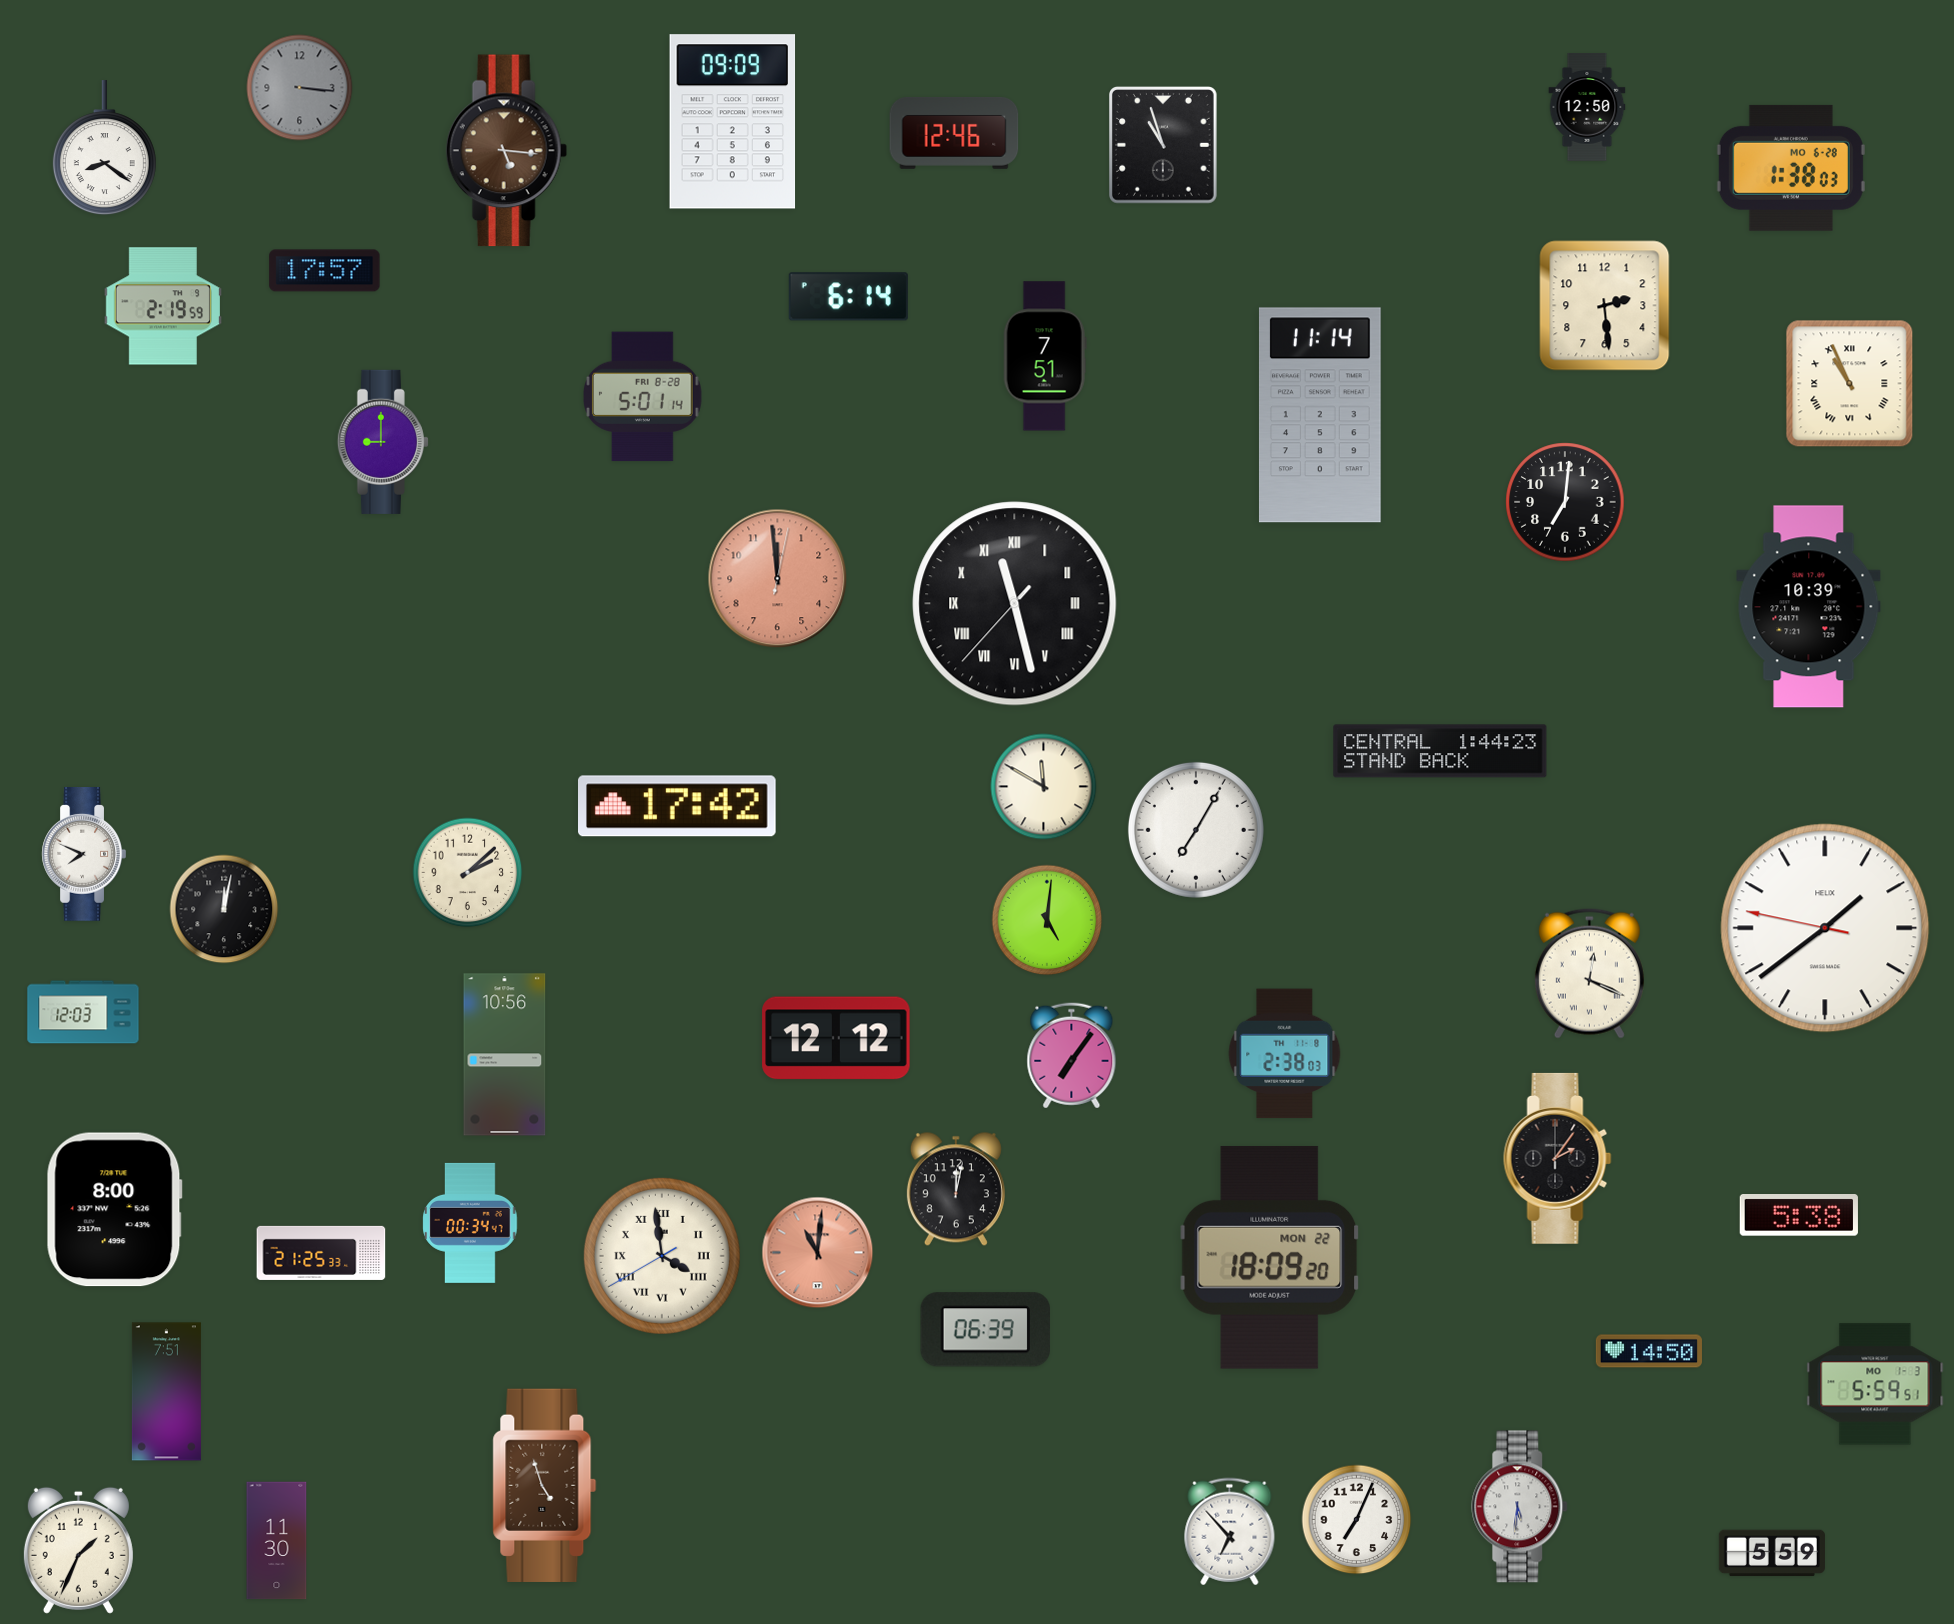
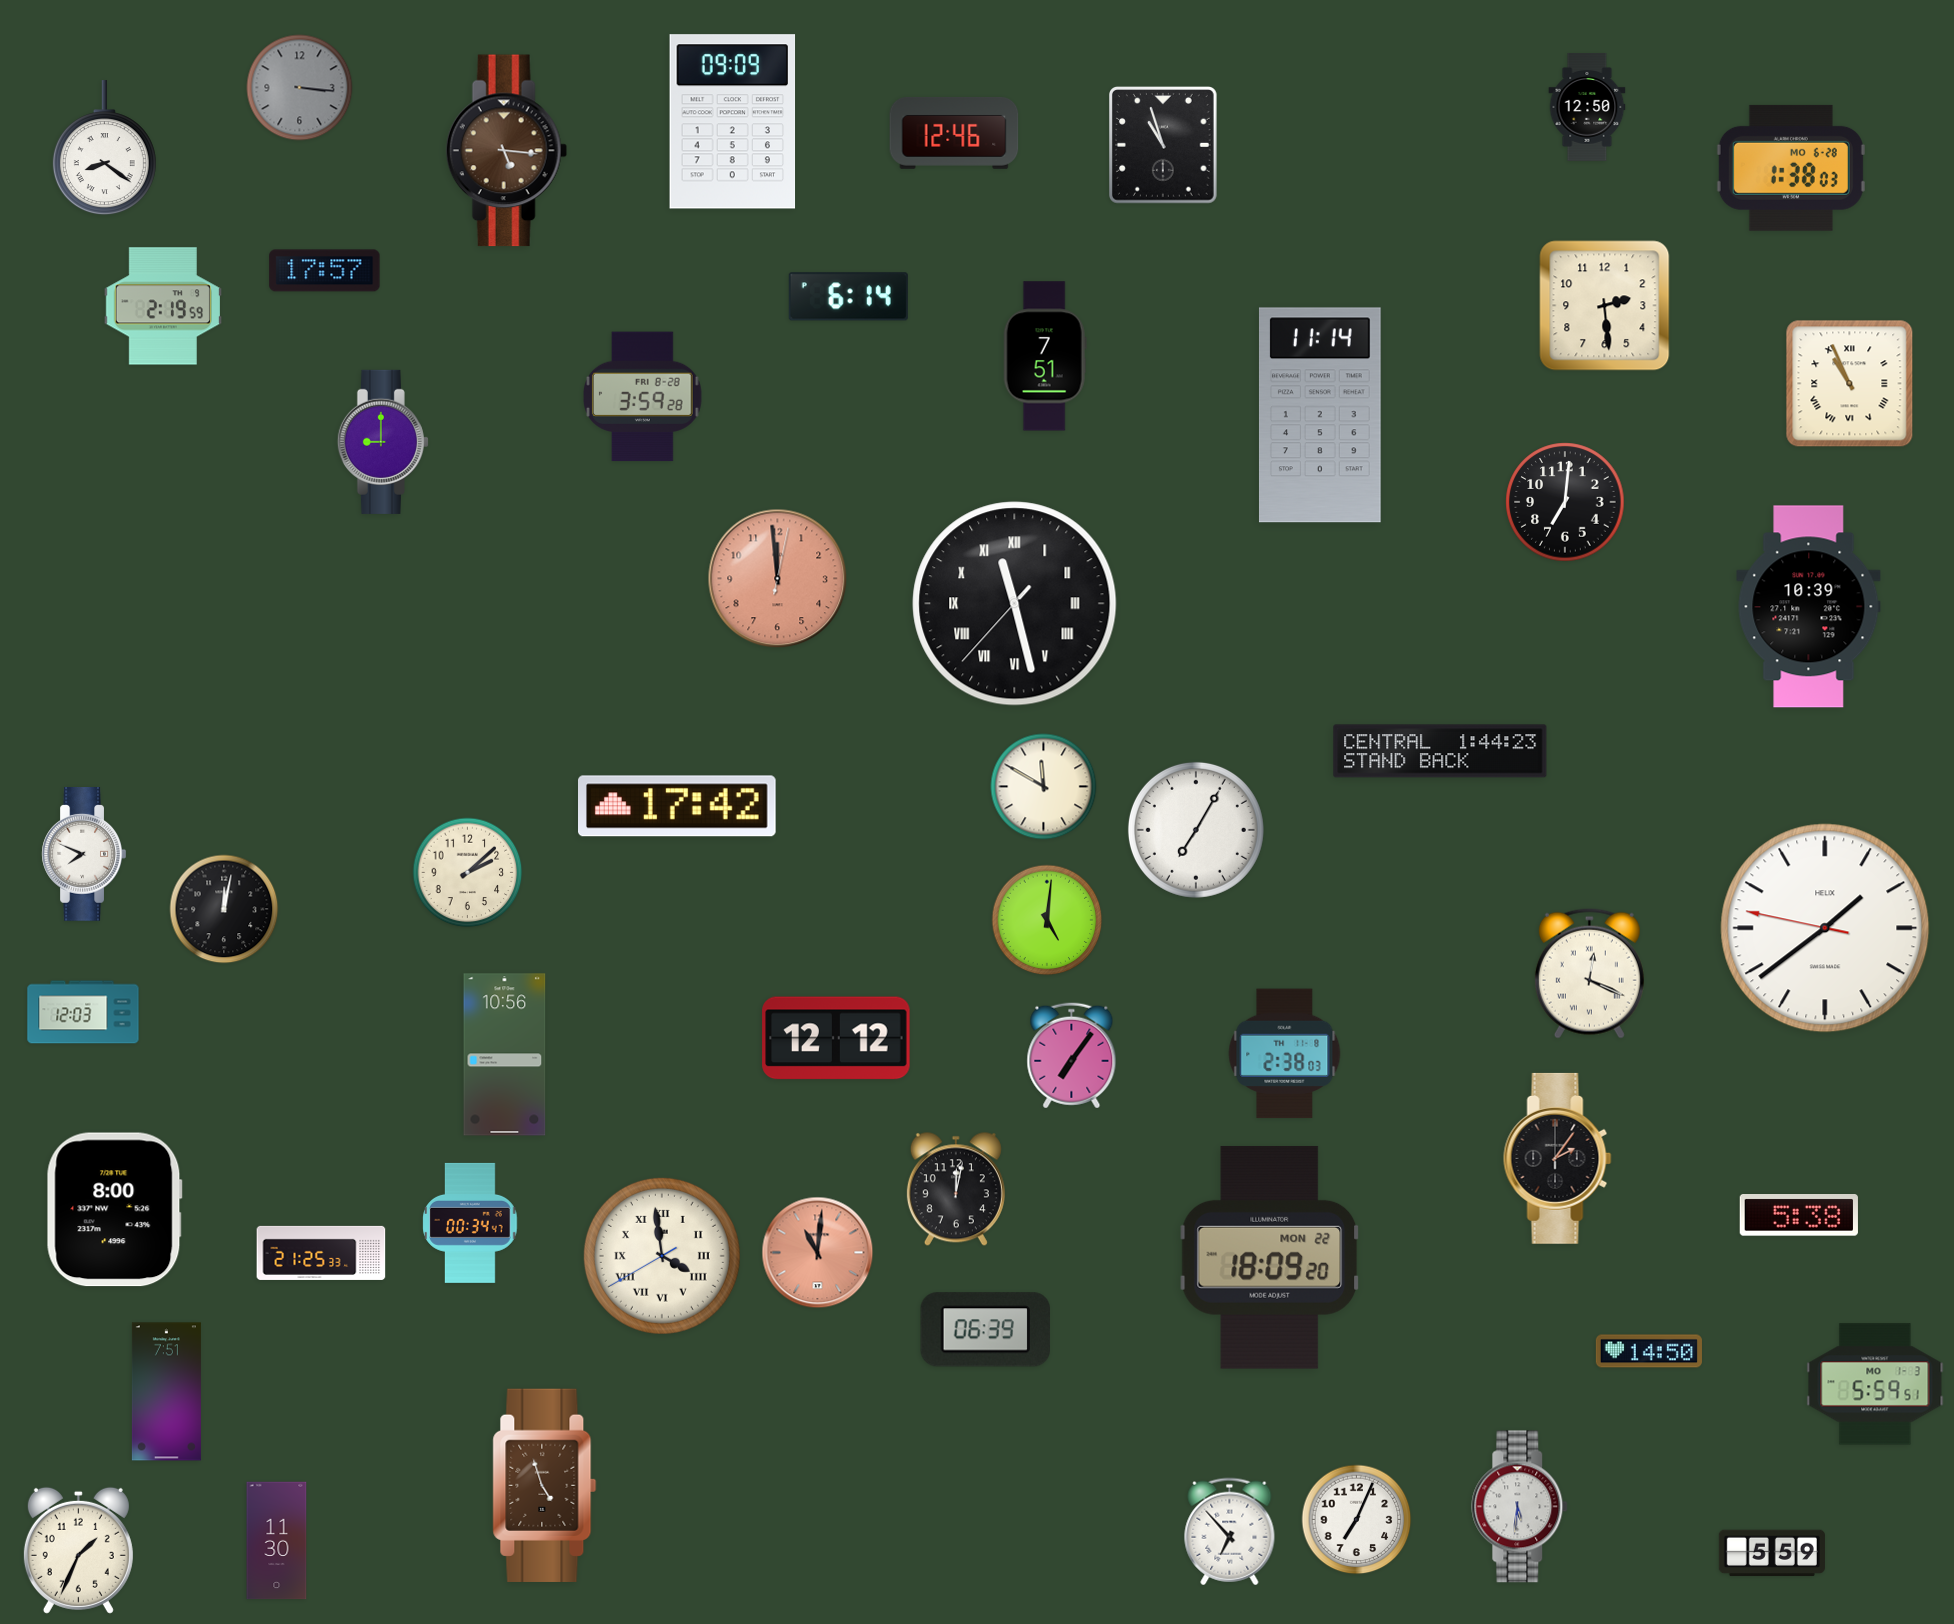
clock at (643, 397): 5:01 -> 3:59
